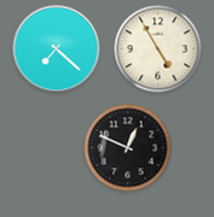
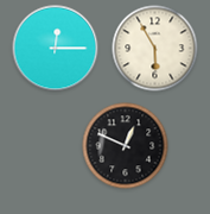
clock at (57, 49): 7:22 -> 12:15
clock at (158, 49): 4:55 -> 5:55
